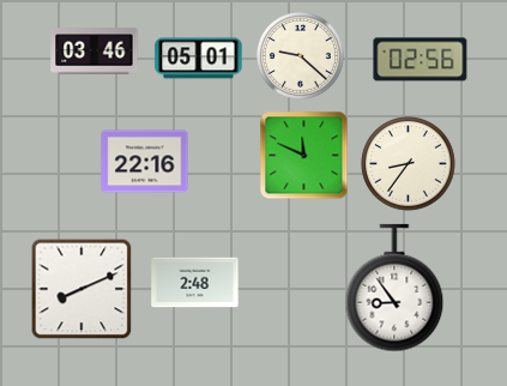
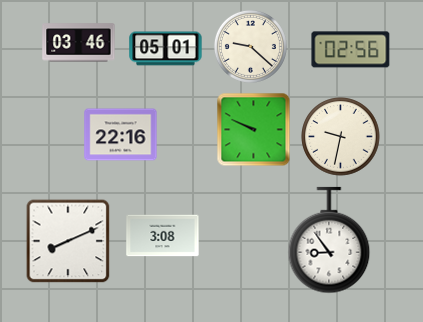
clock at (304, 156): 11:49 -> 9:49
clock at (409, 164): 8:36 -> 9:32
clock at (195, 283): 2:48 -> 3:08
